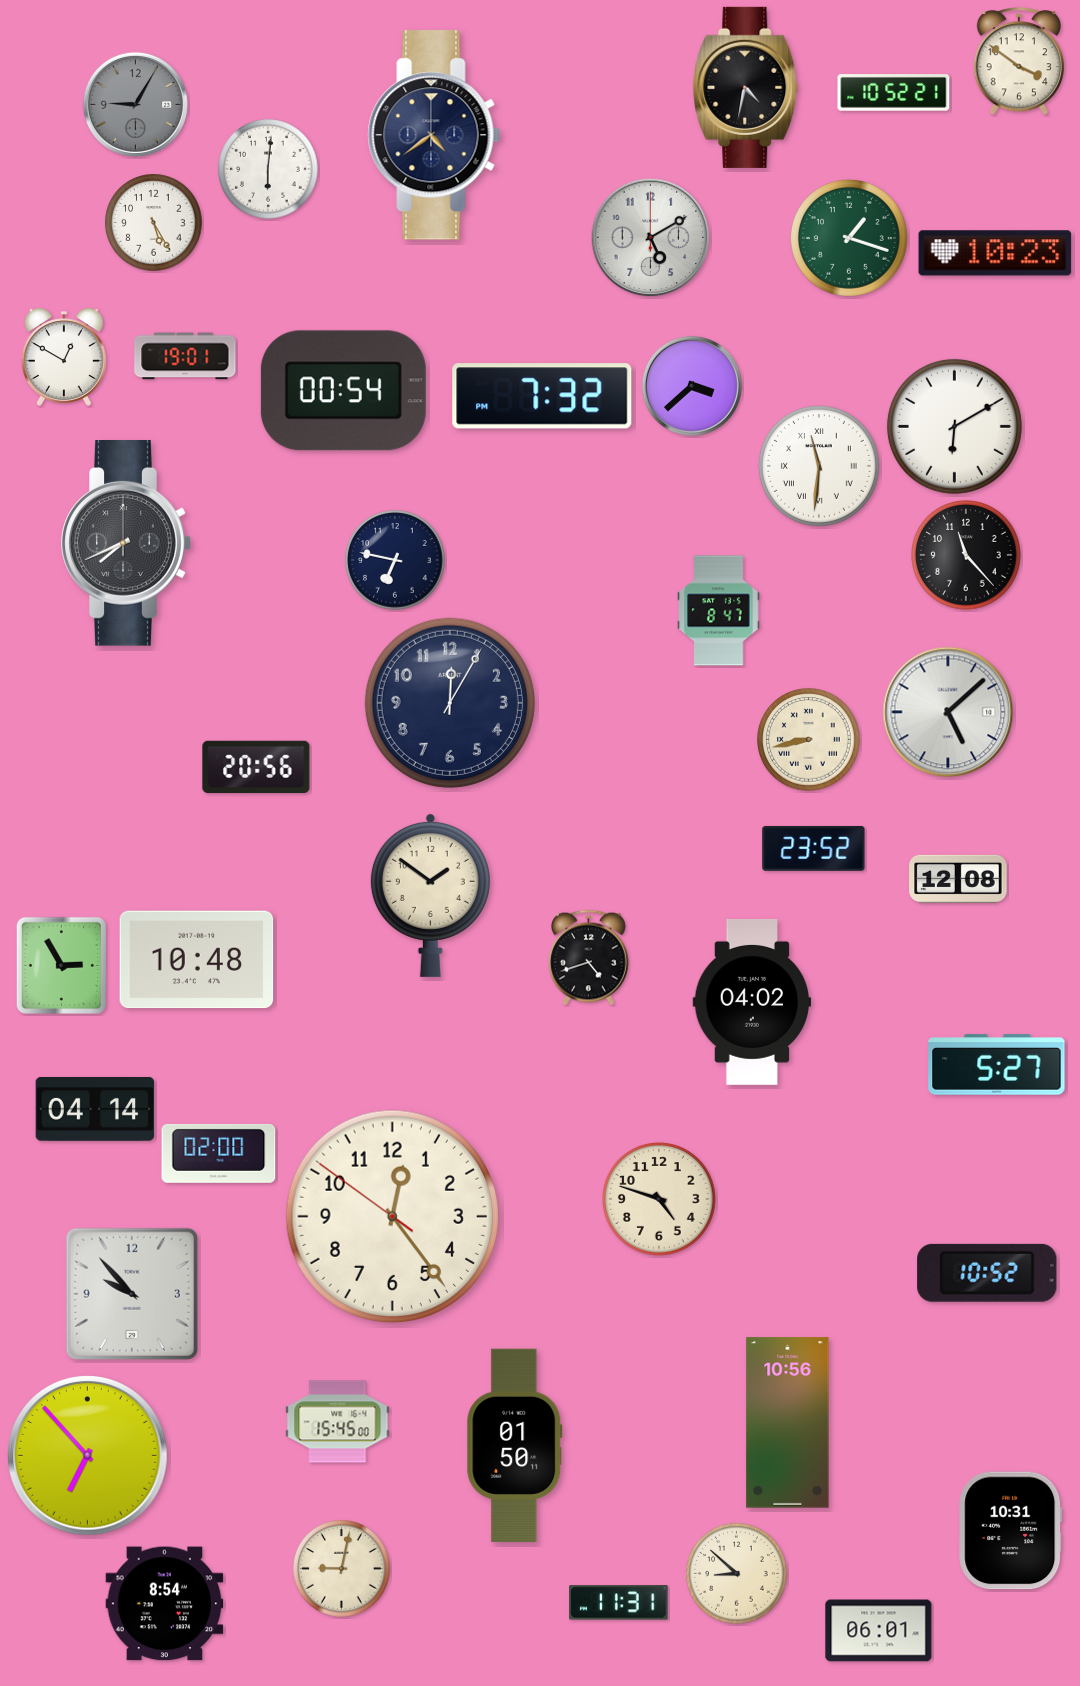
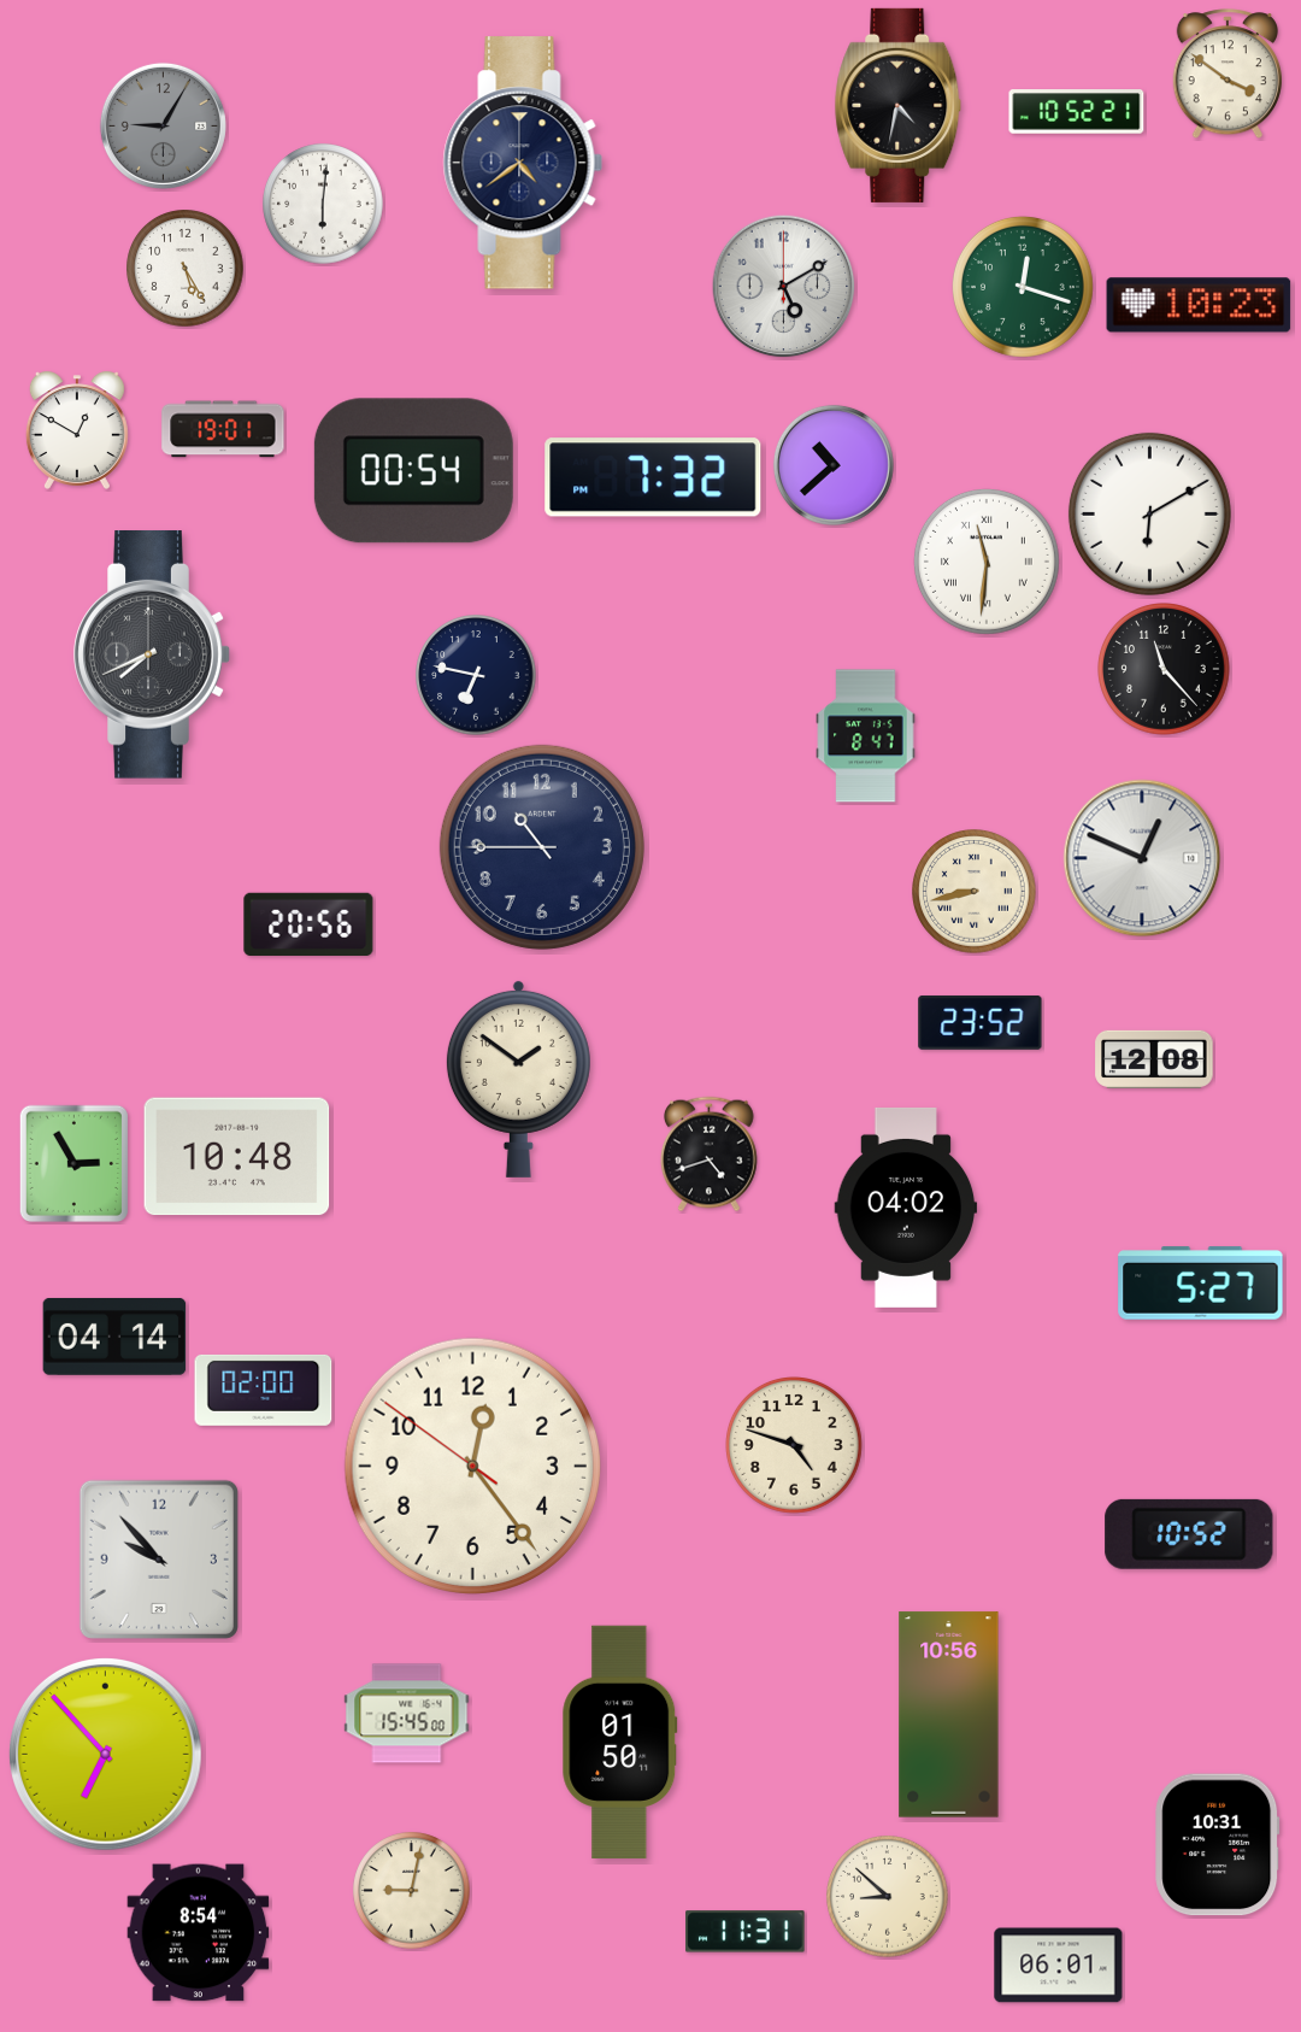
clock at (849, 238): 1:18 -> 12:18
clock at (692, 386): 3:38 -> 10:38
clock at (450, 703): 12:05 -> 10:45
clock at (948, 712): 5:08 -> 12:49
